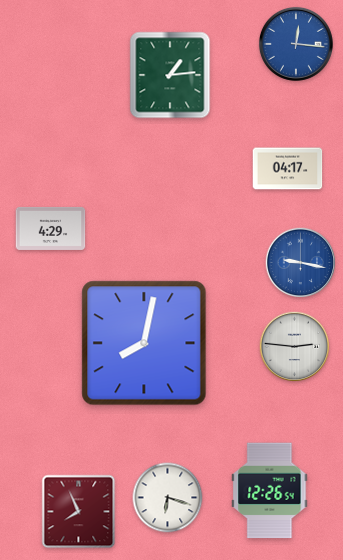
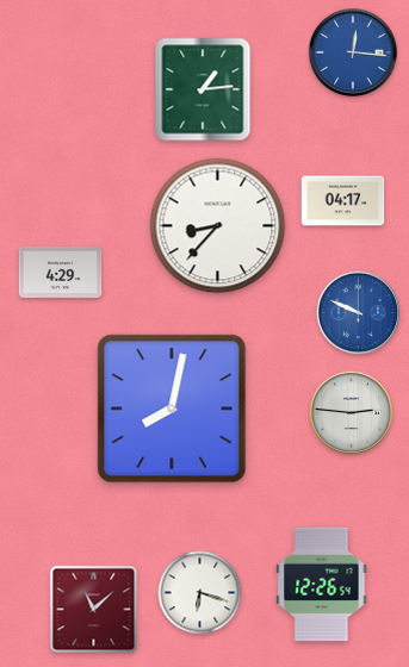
clock at (218, 226): none -> 8:37
clock at (301, 263): 9:17 -> 9:49
clock at (79, 512): 7:56 -> 11:08
